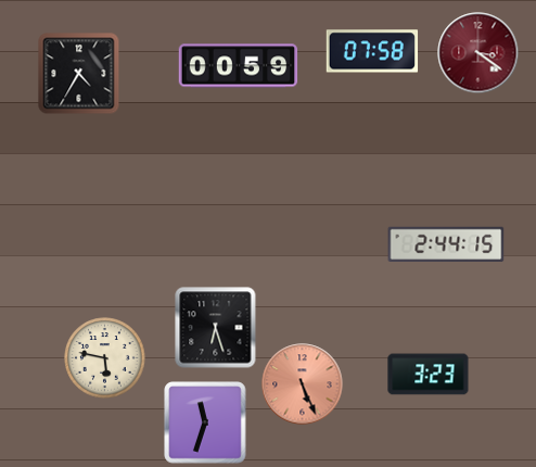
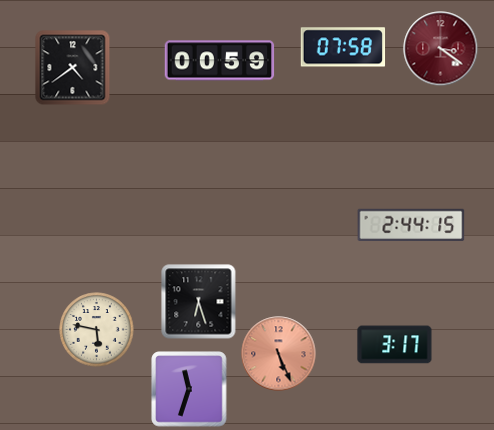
clock at (79, 74): 4:35 -> 4:39
clock at (429, 375): 3:23 -> 3:17
